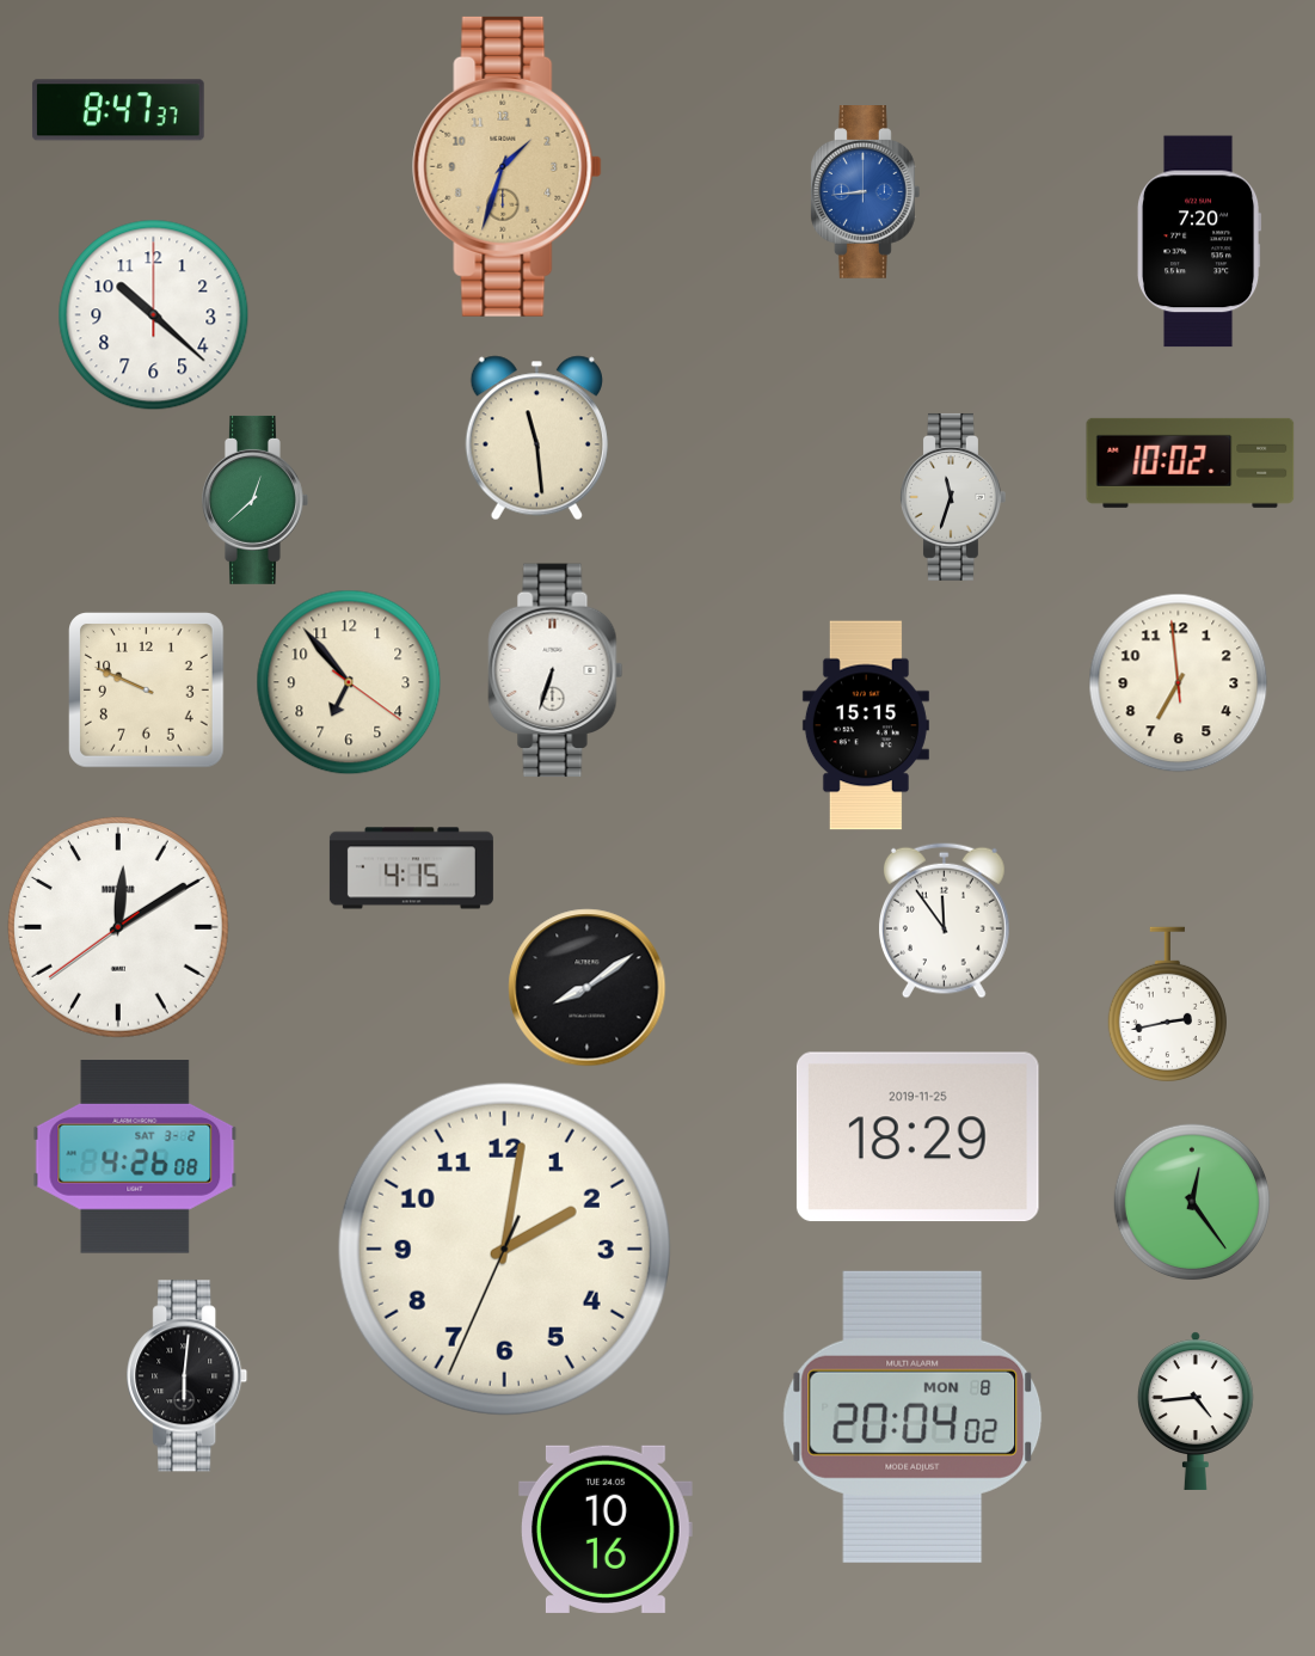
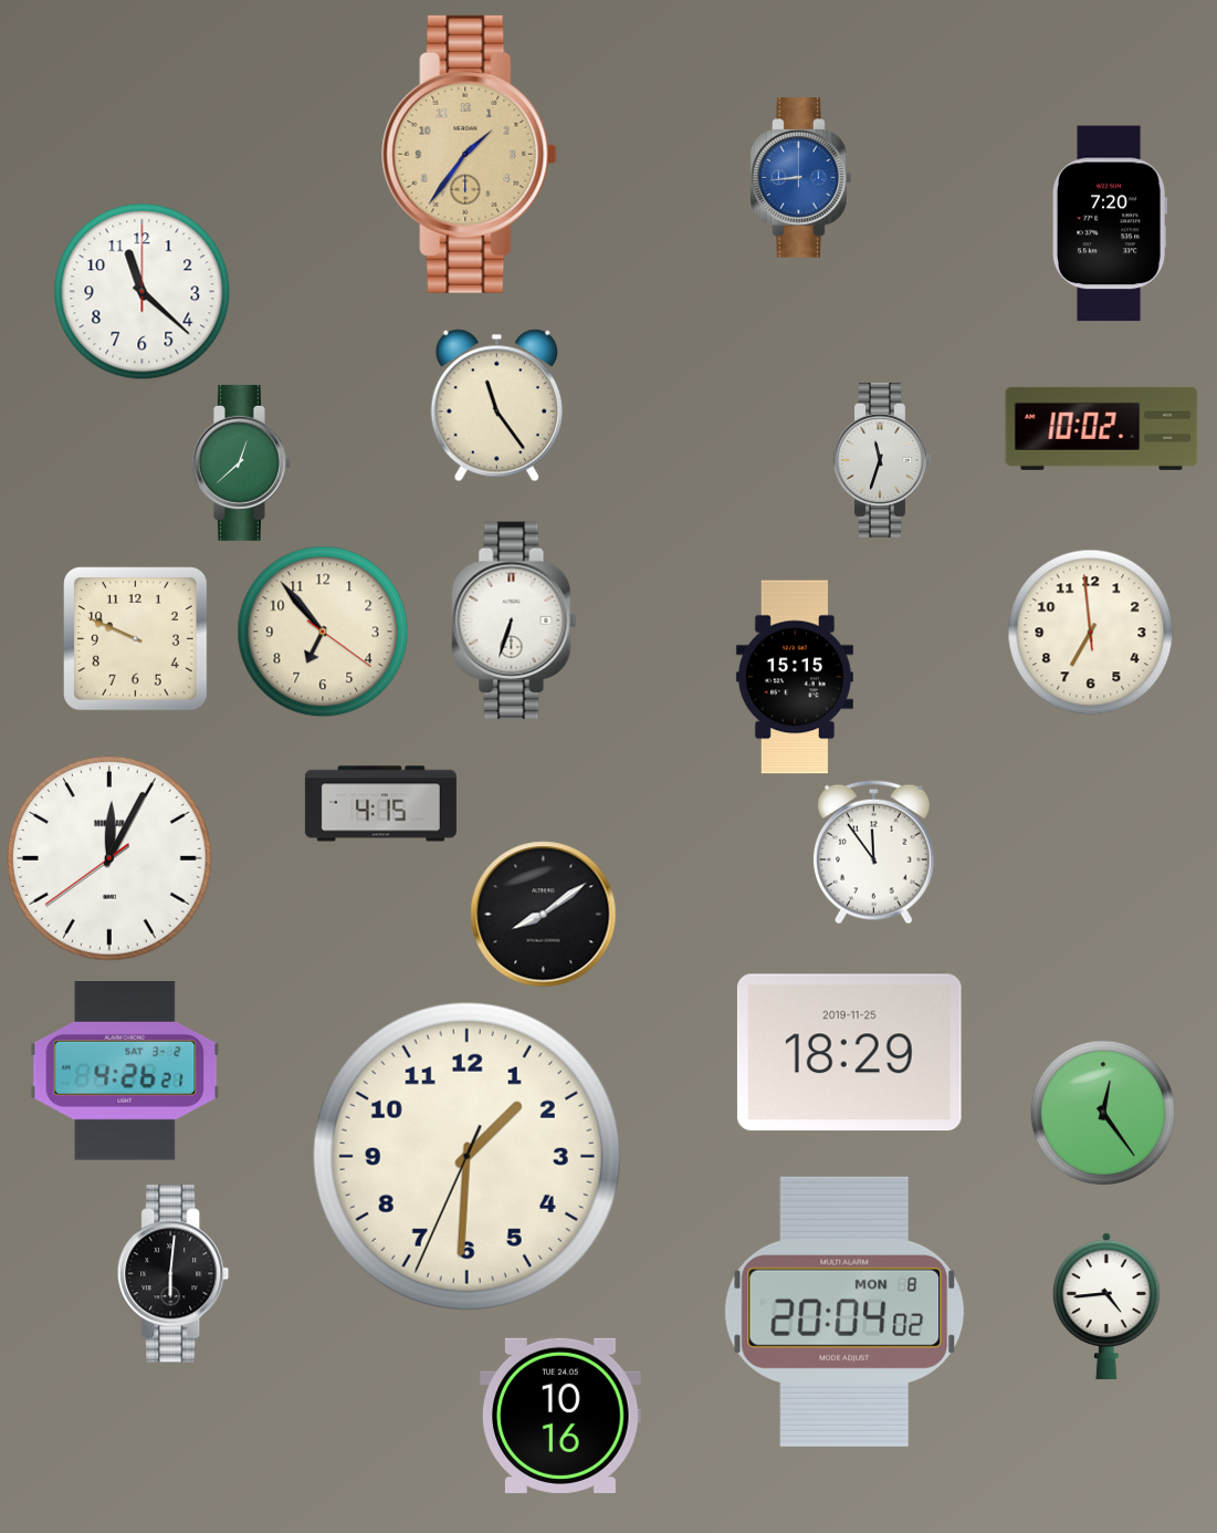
clock at (118, 110): 8:47 -> none
clock at (508, 166): 1:33 -> 1:36
clock at (154, 315): 10:22 -> 11:22
clock at (536, 438): 11:29 -> 11:24
clock at (256, 499) position: (256, 499) -> (242, 462)
clock at (866, 725) position: (866, 725) -> (795, 677)
clock at (118, 927): 12:09 -> 12:04
clock at (1167, 1005): 2:43 -> none
clock at (135, 1157): 4:26:08 -> 4:26:21
clock at (504, 1249): 2:01 -> 1:30
